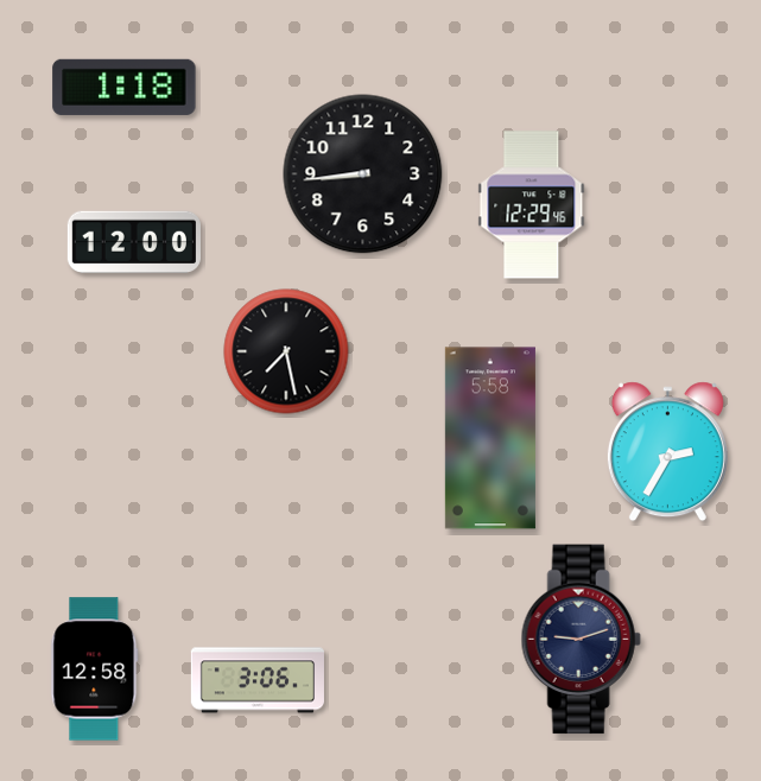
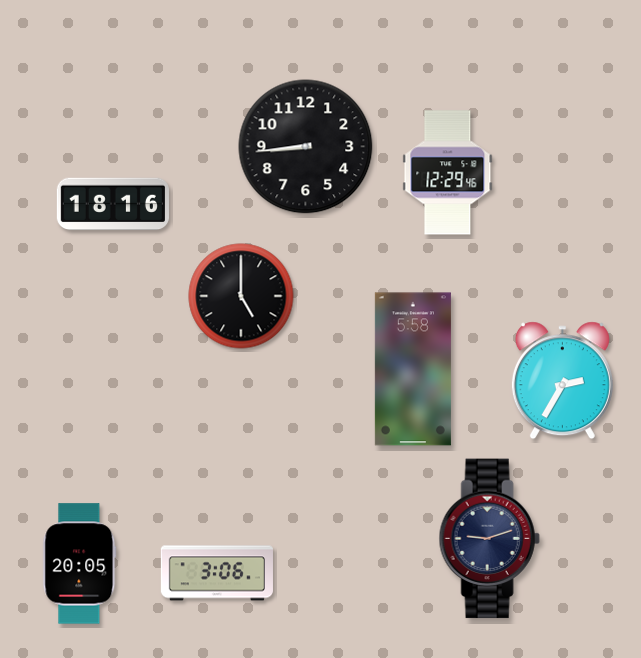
clock at (125, 87): 1:18 -> none
clock at (134, 242): 12:00 -> 18:16
clock at (286, 351): 7:28 -> 5:00
clock at (95, 669): 12:58 -> 20:05
